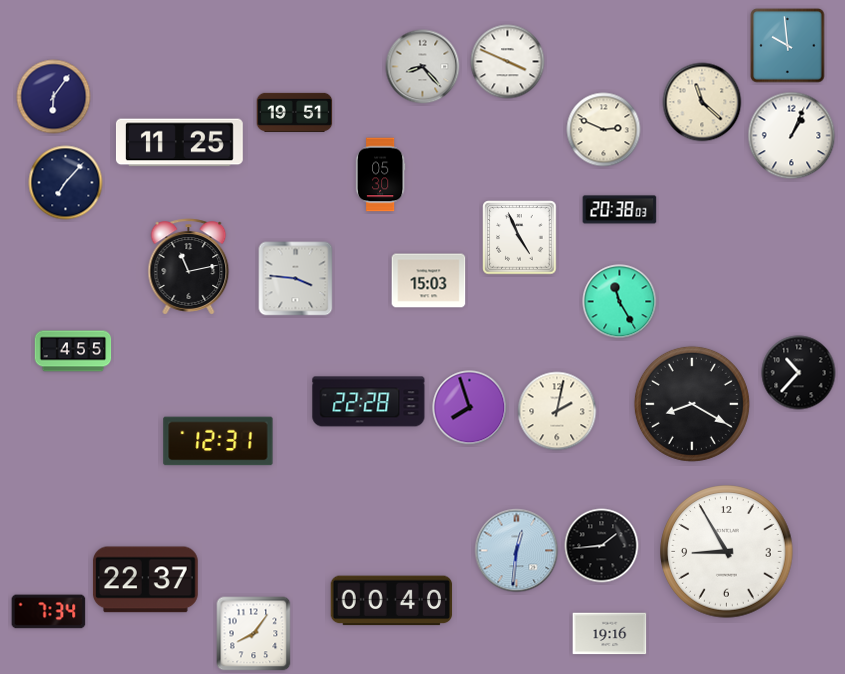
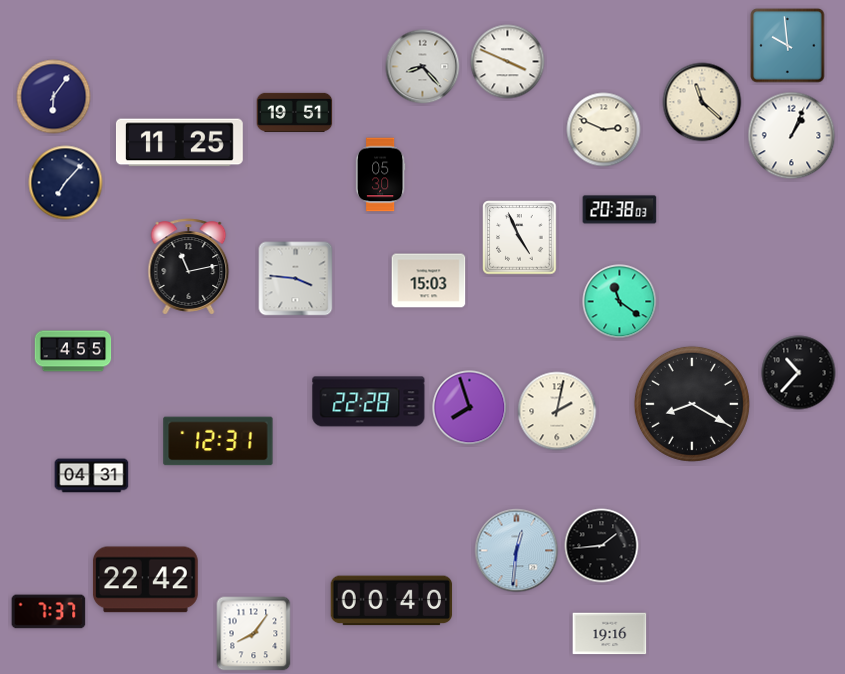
clock at (620, 302): 11:25 -> 11:21
clock at (92, 476): none -> 04:31
clock at (727, 552): 8:55 -> none
clock at (145, 580): 22:37 -> 22:42
clock at (49, 612): 7:34 -> 7:37
